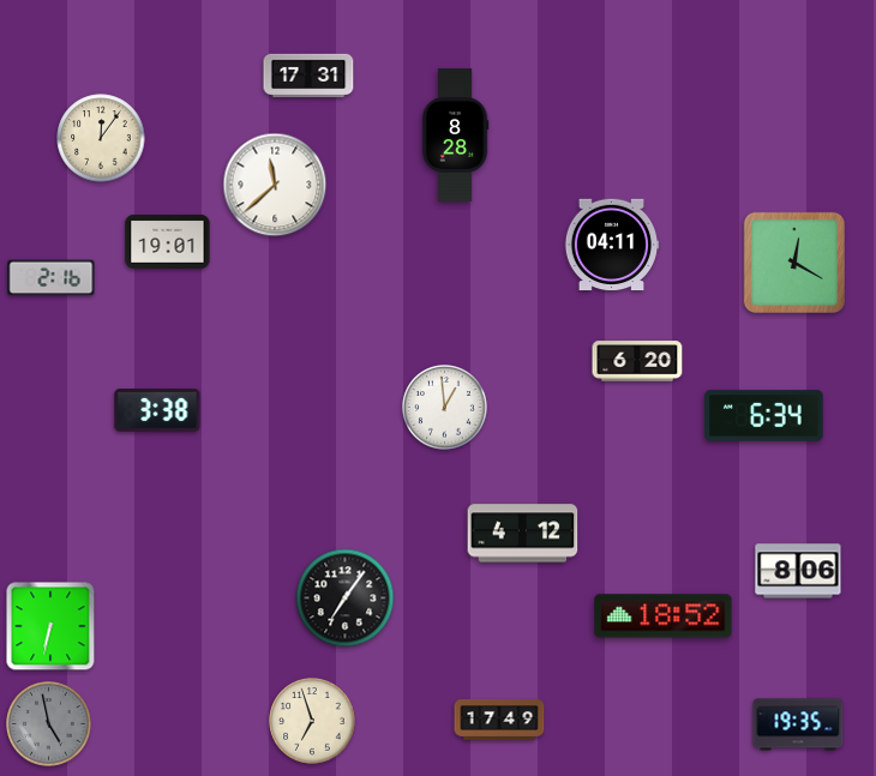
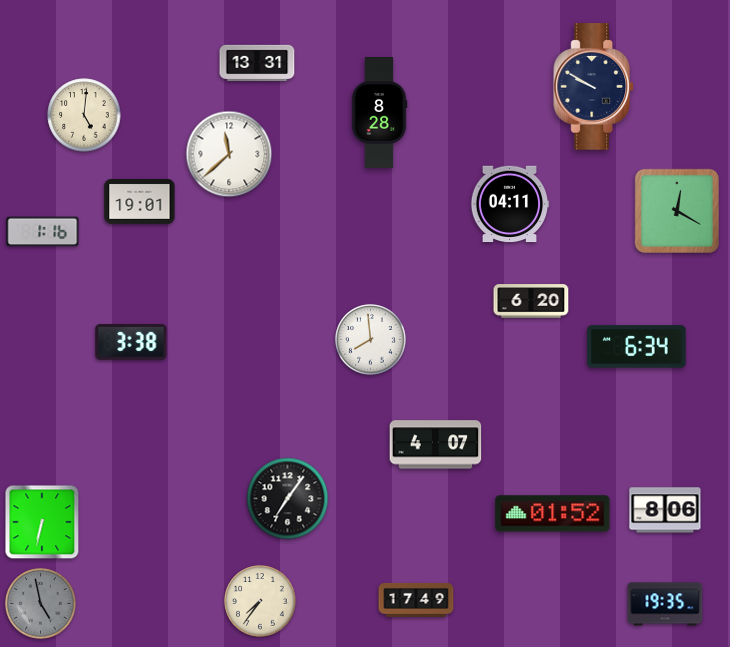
clock at (308, 76): 17:31 -> 13:31
clock at (594, 87): none -> 9:50
clock at (101, 138): 12:06 -> 5:01
clock at (793, 261) position: (793, 261) -> (676, 210)
clock at (52, 278): 2:16 -> 1:16
clock at (445, 408): 12:59 -> 7:59
clock at (523, 534): 4:12 -> 4:07
clock at (798, 571) position: (798, 571) -> (665, 510)
clock at (664, 616): 18:52 -> 01:52
clock at (312, 721): 6:57 -> 7:36
